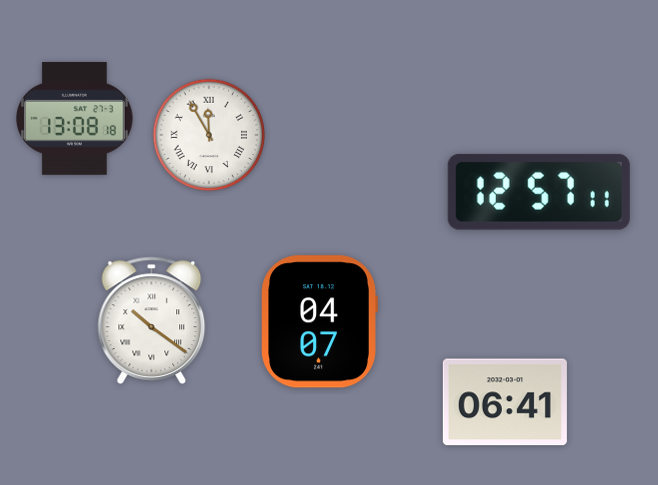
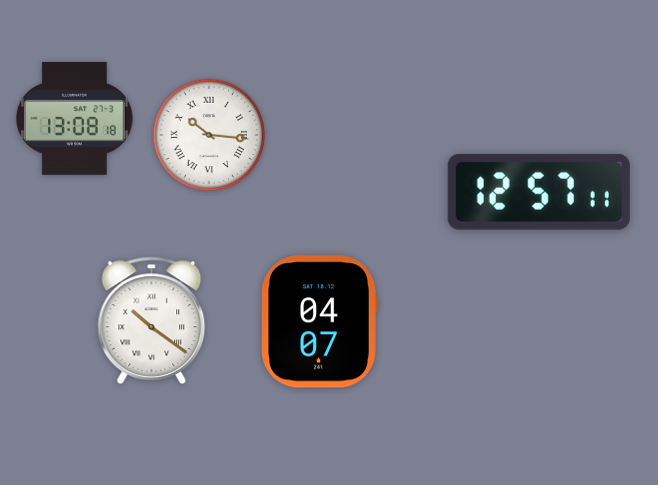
clock at (209, 135): 11:55 -> 10:16
clock at (505, 402): 06:41 -> none
